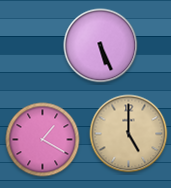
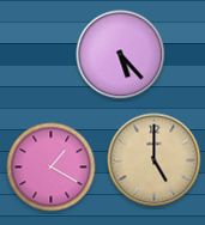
clock at (101, 46): 5:26 -> 5:23
